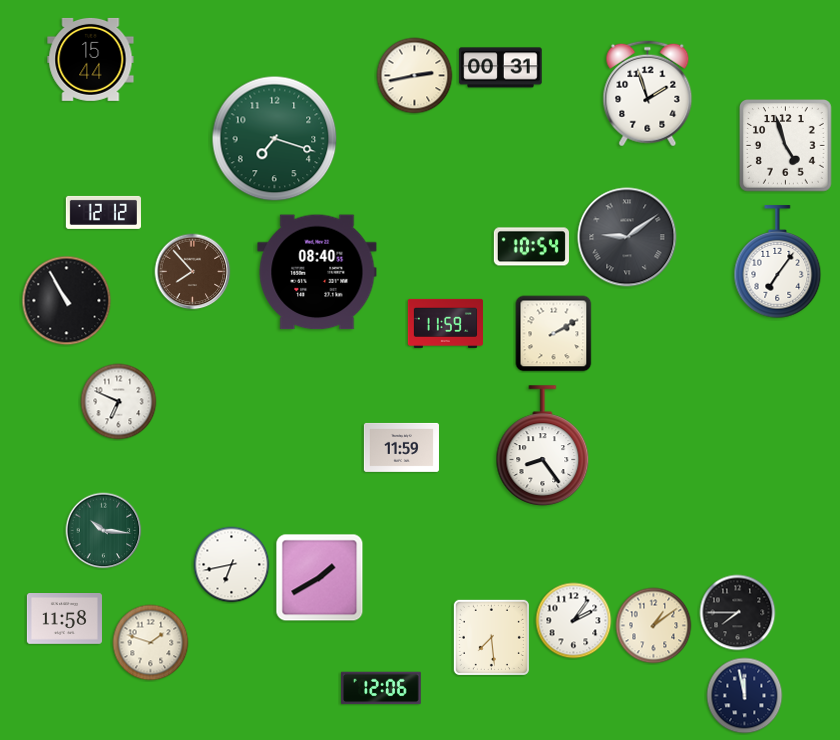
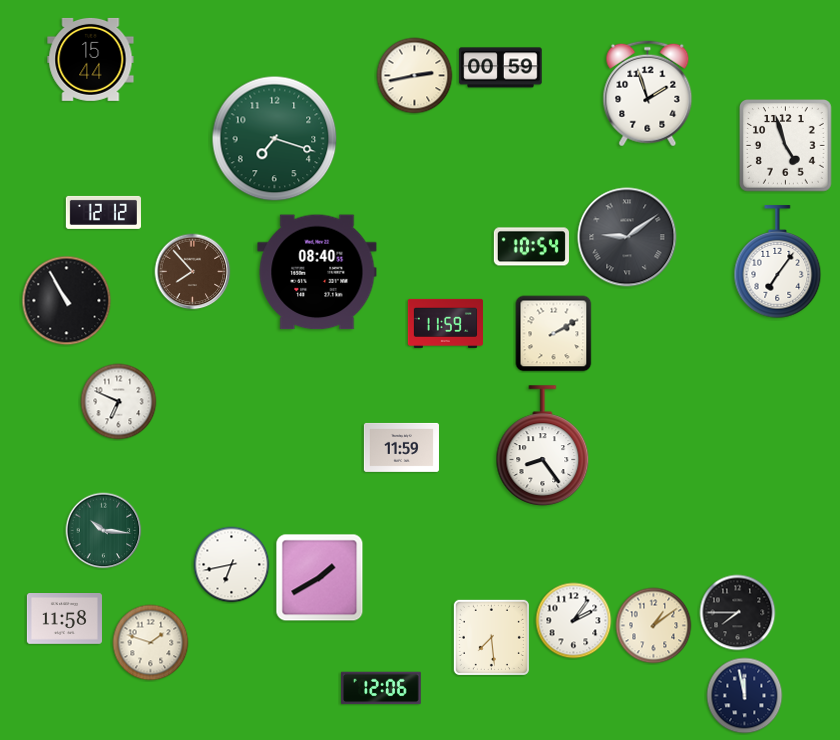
clock at (501, 68): 00:31 -> 00:59
